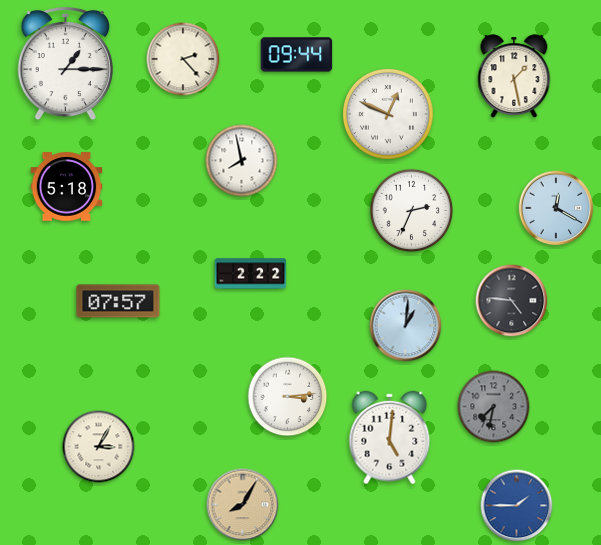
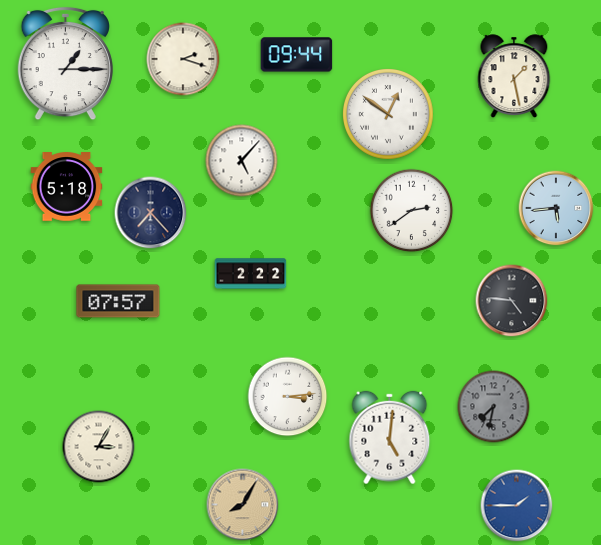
clock at (183, 59): 2:23 -> 2:18
clock at (389, 115): 12:49 -> 12:51
clock at (242, 161): 7:58 -> 5:07
clock at (556, 208): 12:20 -> 5:44
clock at (412, 211): 2:34 -> 2:39
clock at (151, 213): none -> 7:23
clock at (406, 326): 1:01 -> none
